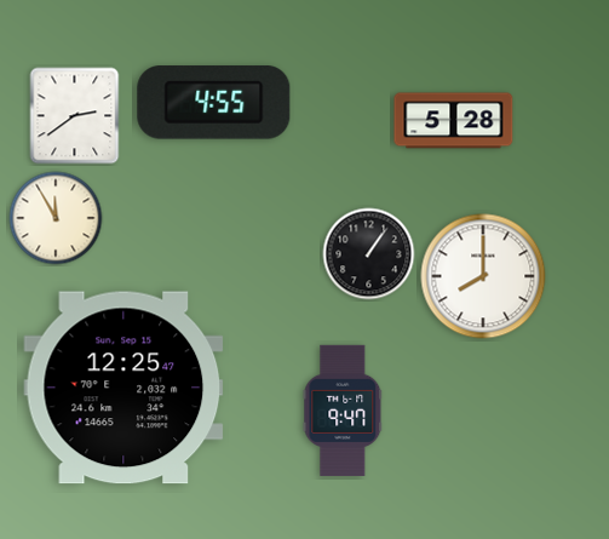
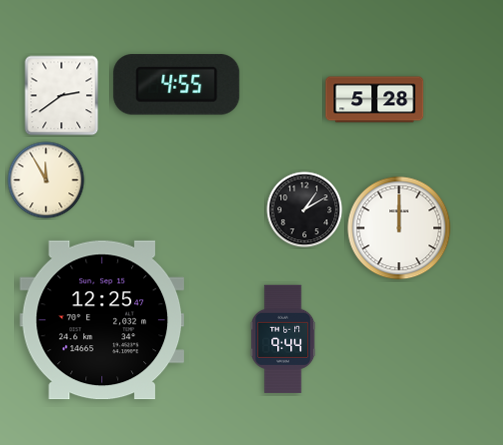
clock at (369, 254): 1:06 -> 1:10
clock at (483, 276): 8:00 -> 12:00
clock at (343, 411): 9:47 -> 9:44
